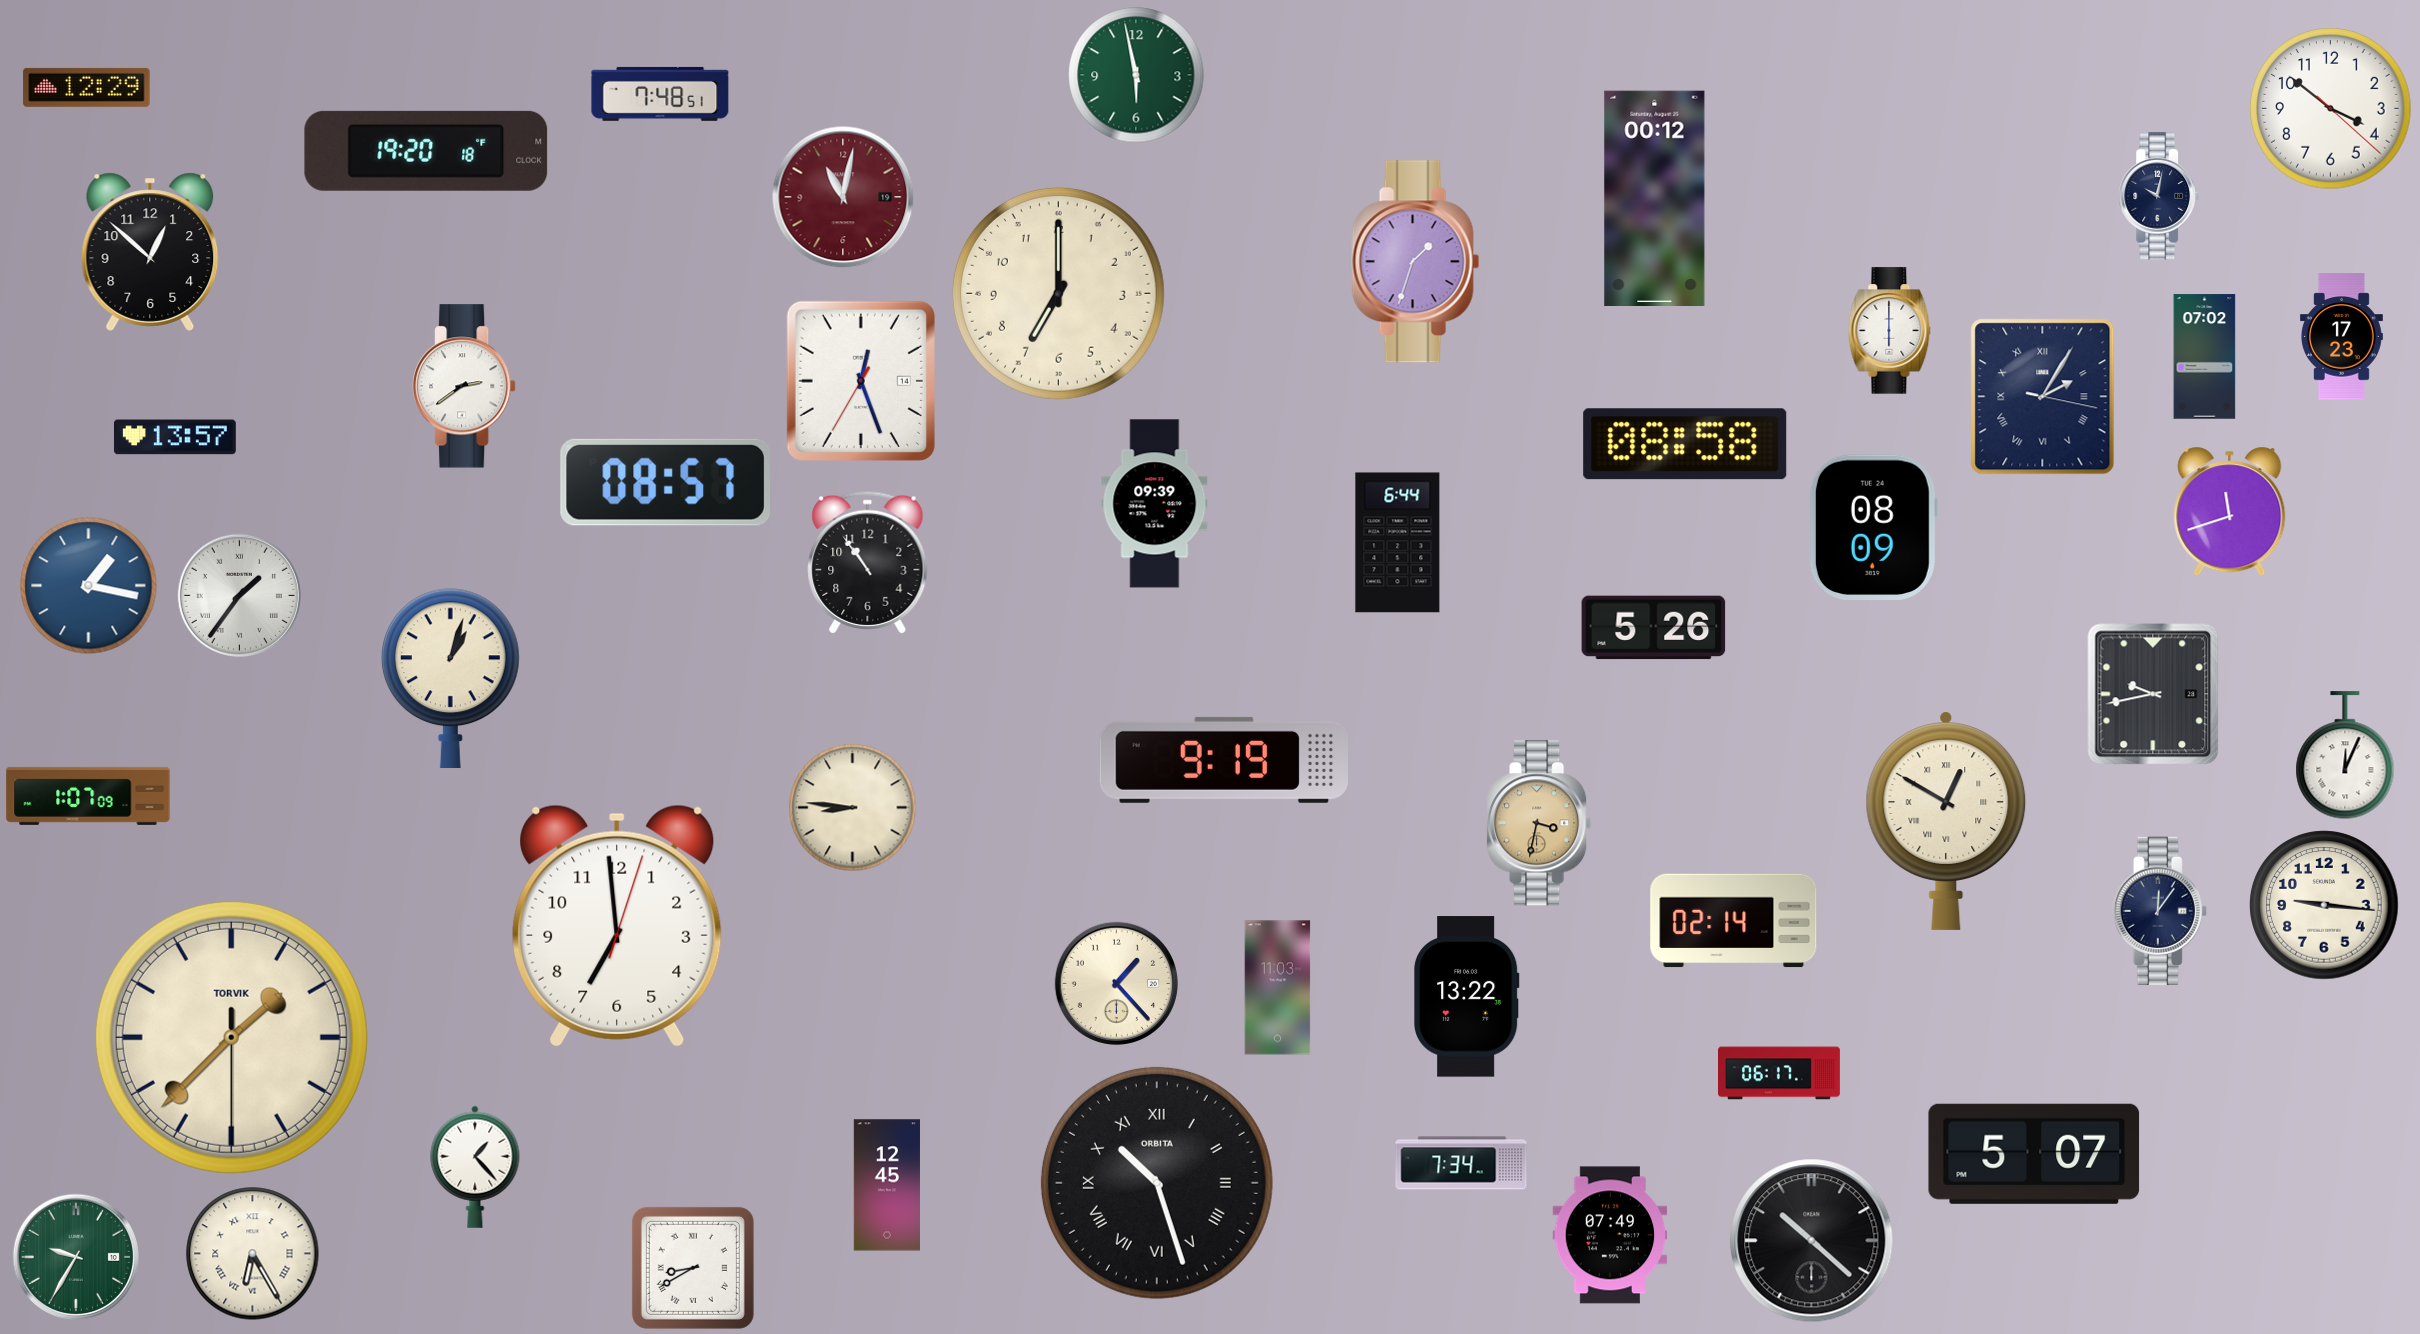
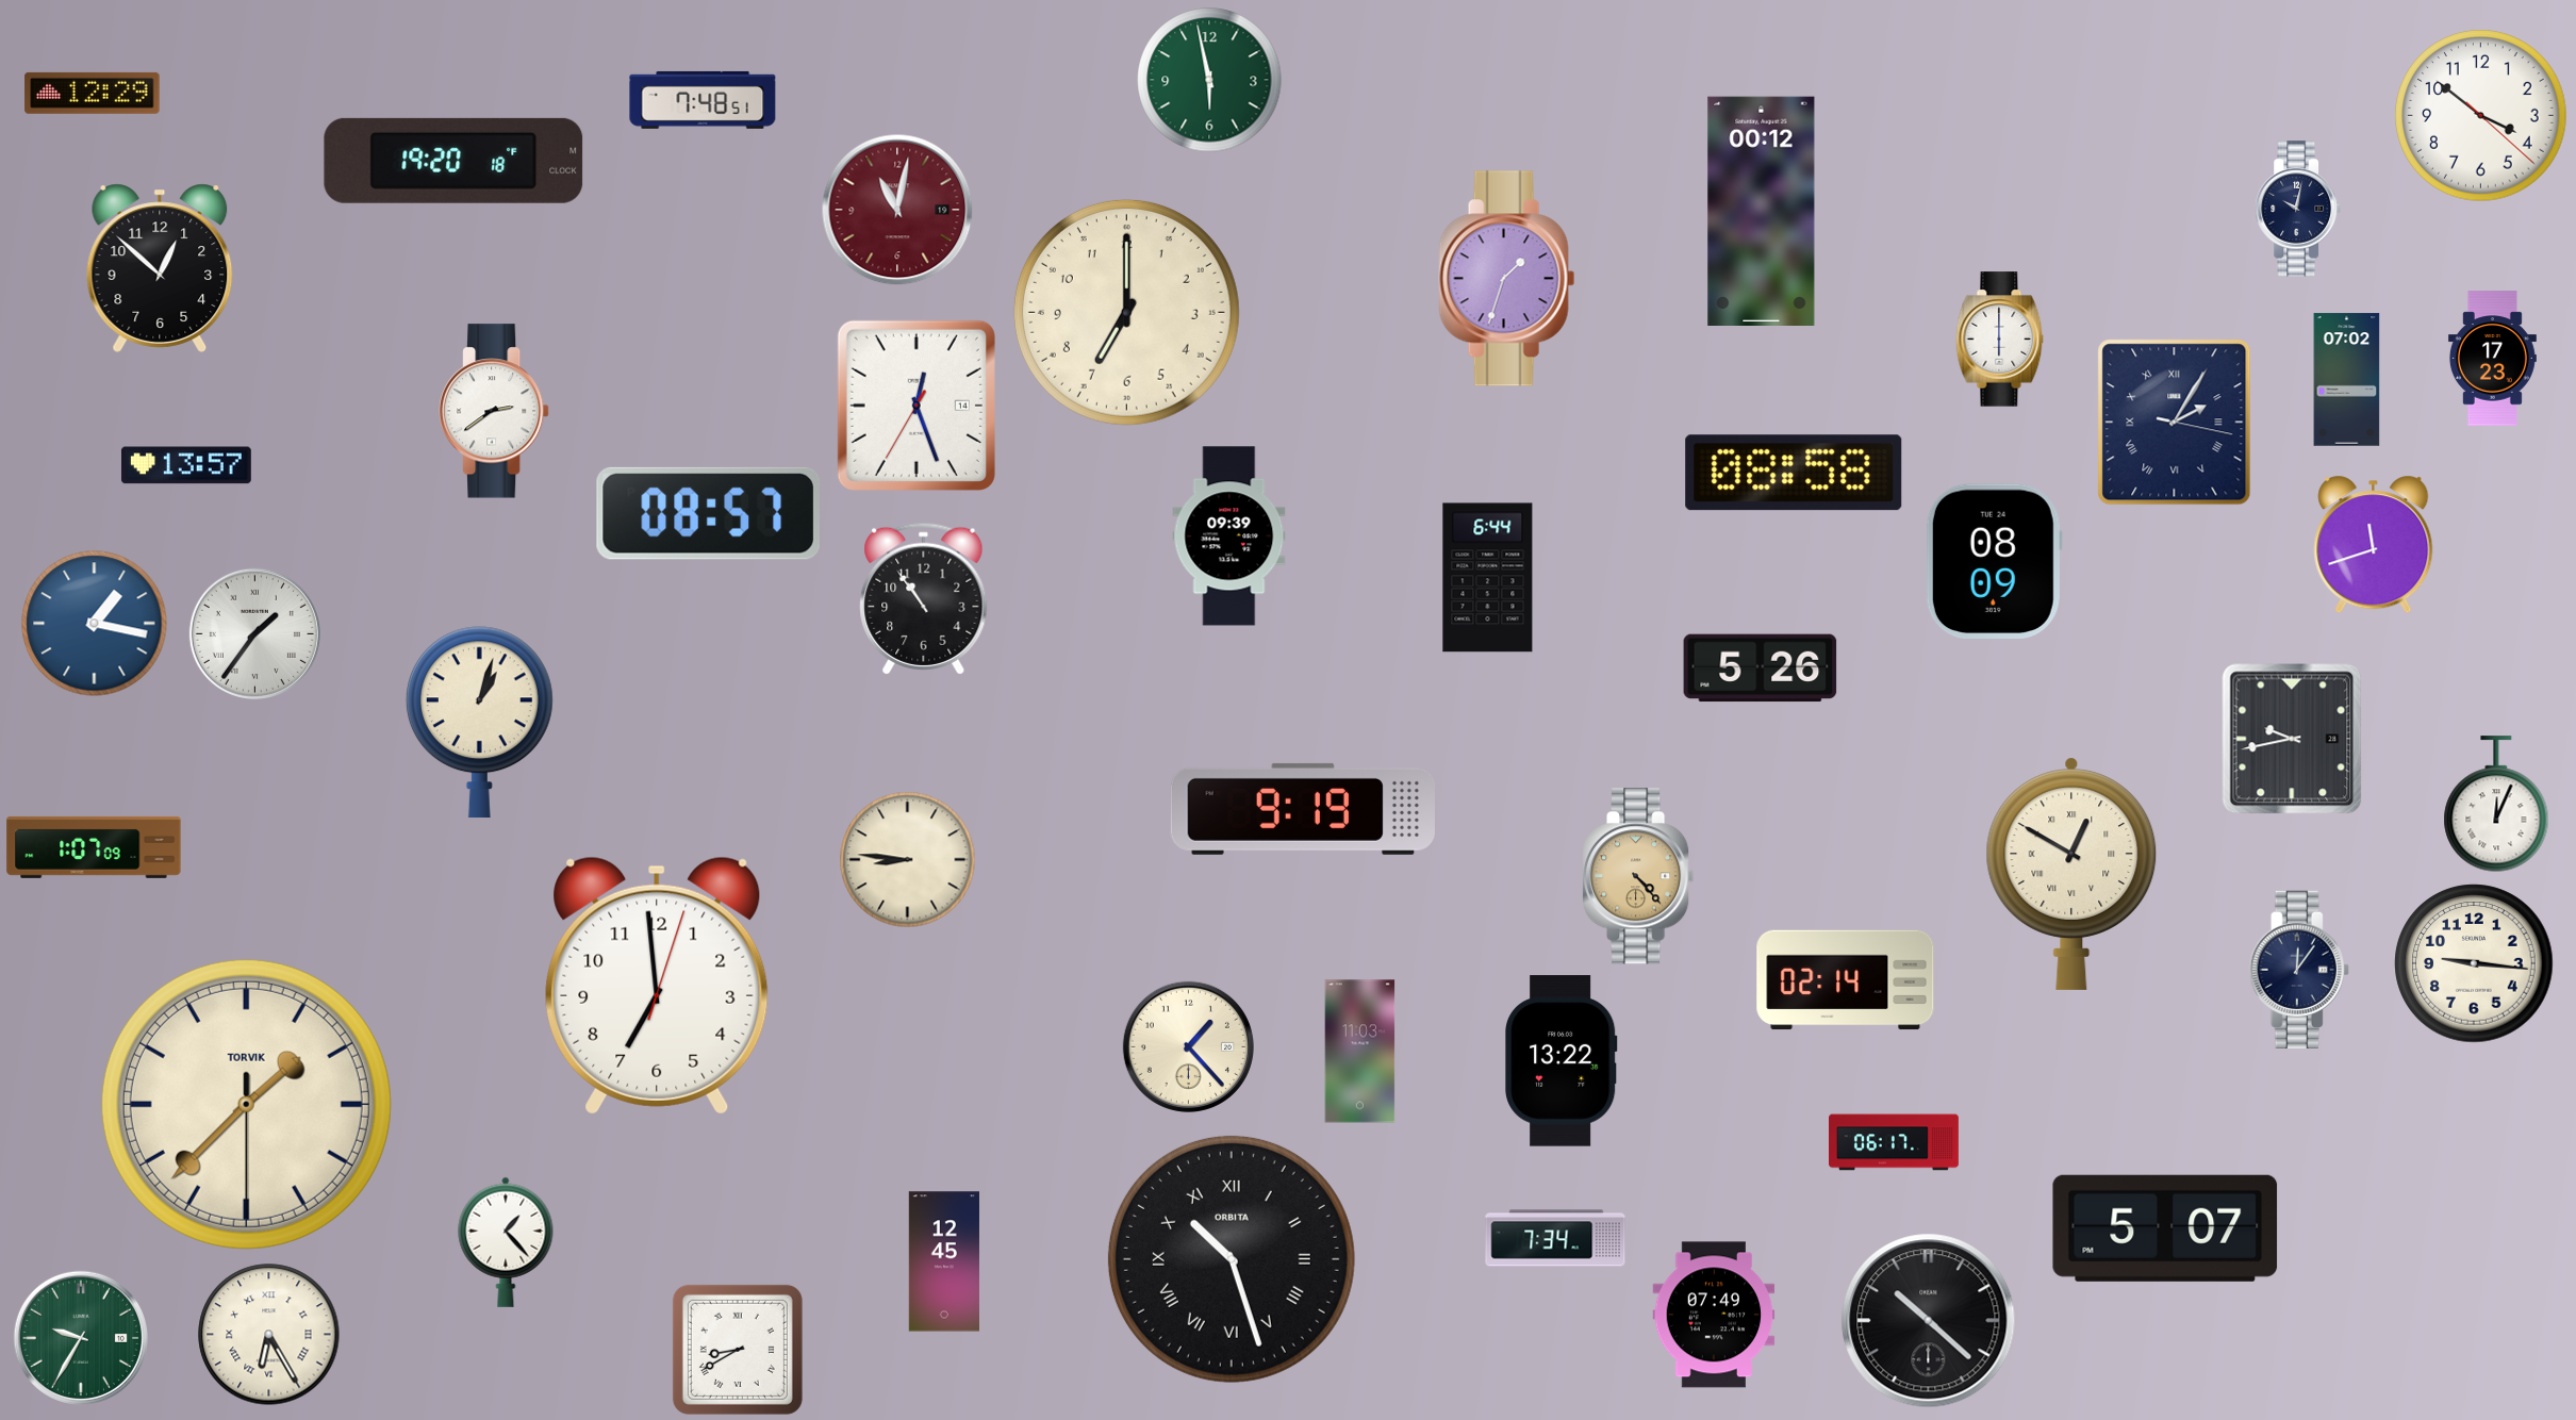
clock at (1890, 331) position: (1890, 331) -> (2000, 340)
clock at (1540, 823): 3:32 -> 4:23
